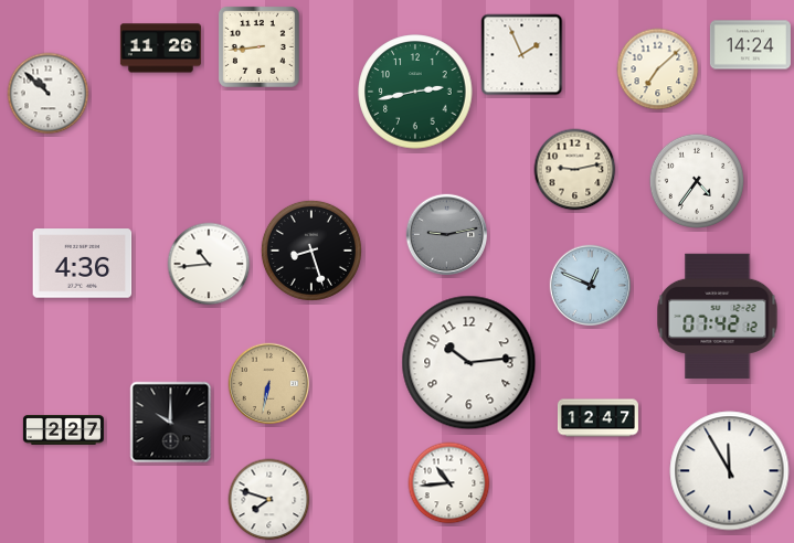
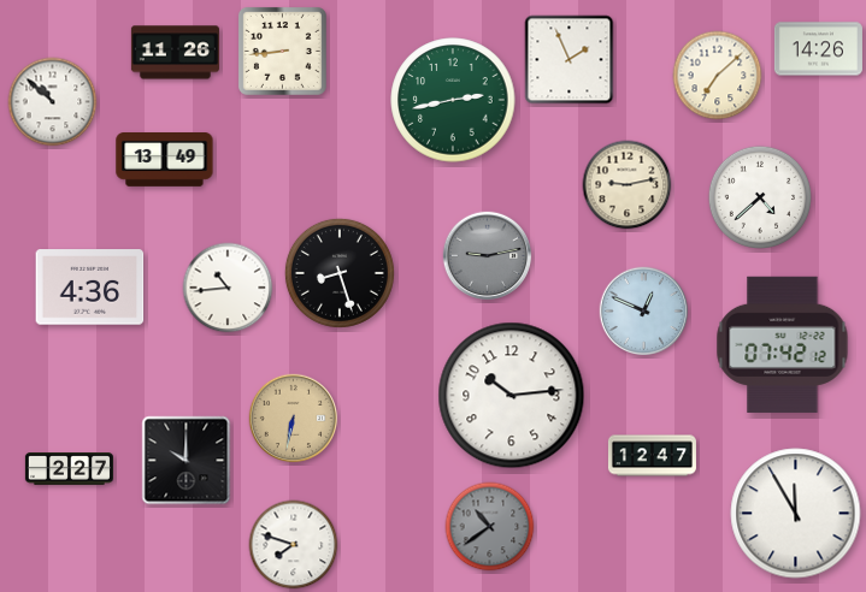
clock at (750, 45): 14:24 -> 14:26
clock at (165, 160): none -> 13:49
clock at (696, 180): 4:36 -> 4:38
clock at (449, 483): 10:44 -> 10:39
clock at (449, 483) dial: white -> grey
